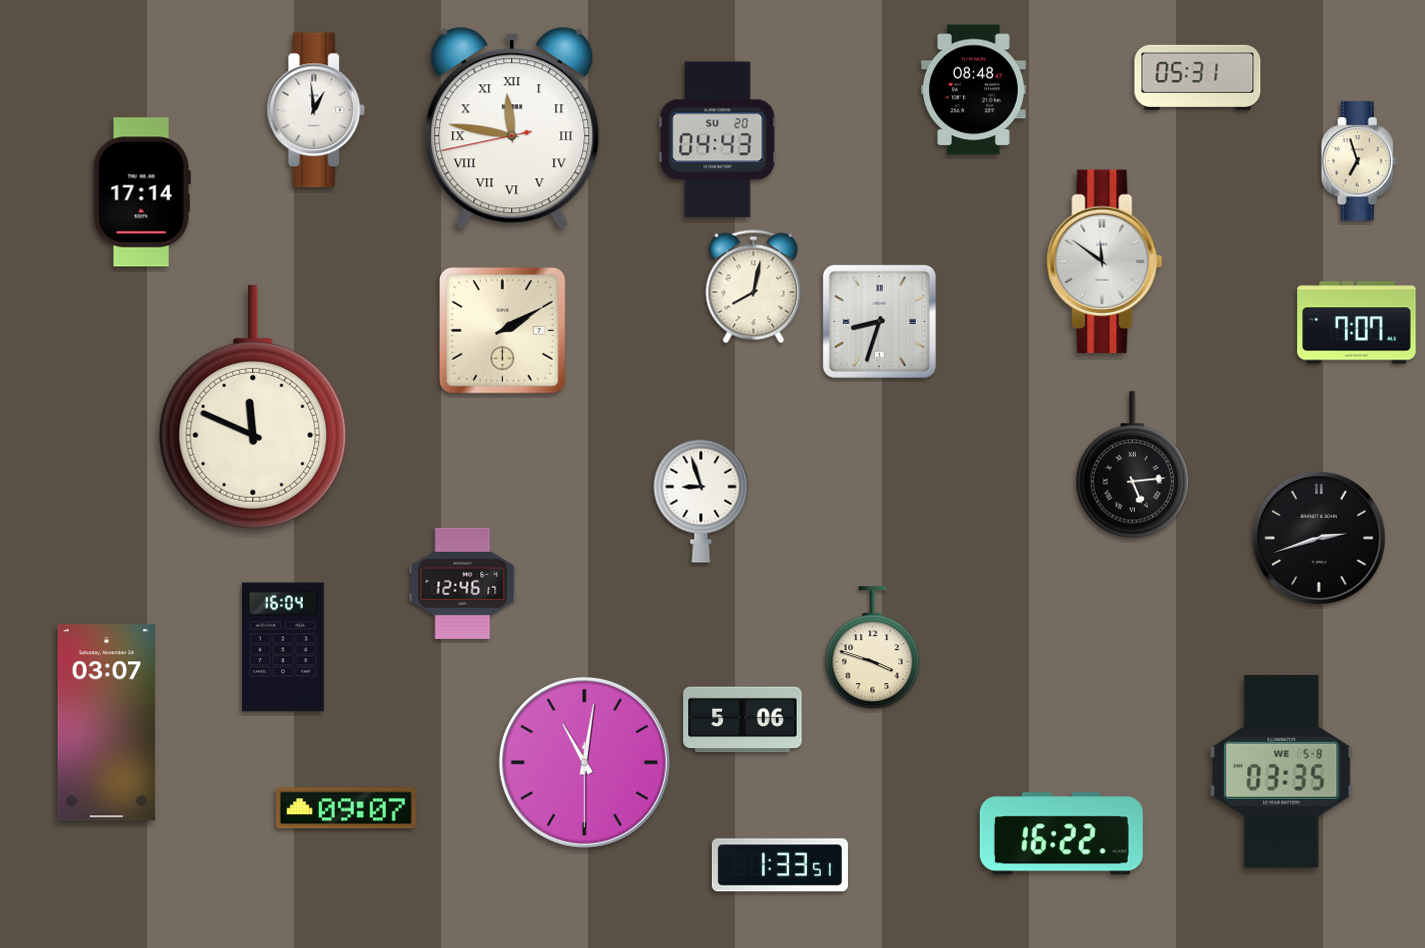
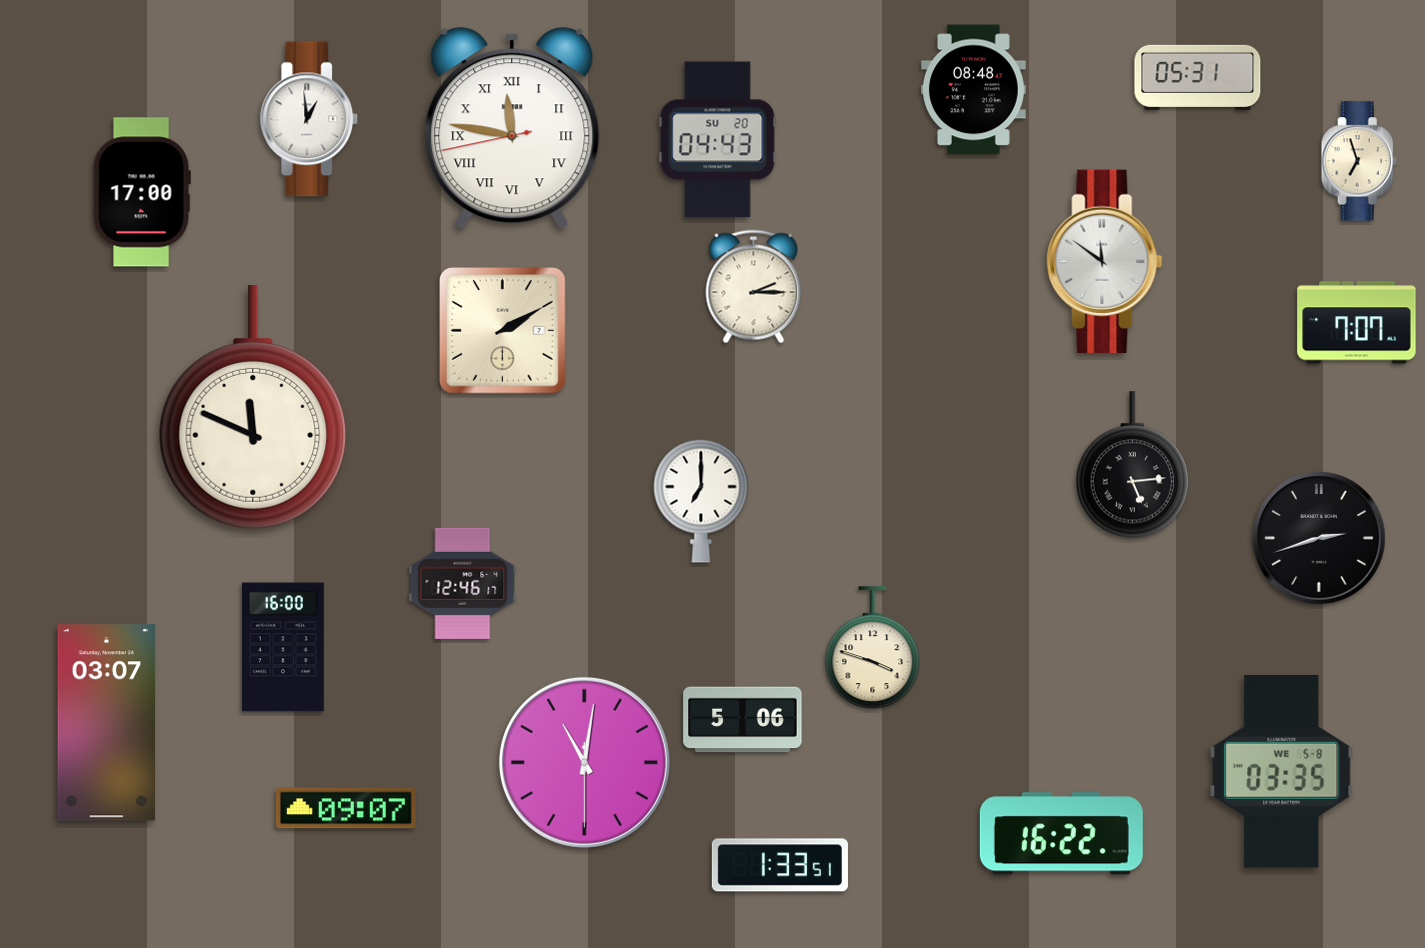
clock at (316, 110) position: (316, 110) -> (309, 119)
clock at (142, 192): 17:14 -> 17:00
clock at (754, 287): 8:02 -> 2:15
clock at (879, 321): 8:33 -> none
clock at (701, 501): 8:57 -> 7:00
clock at (283, 647): 16:04 -> 16:00
